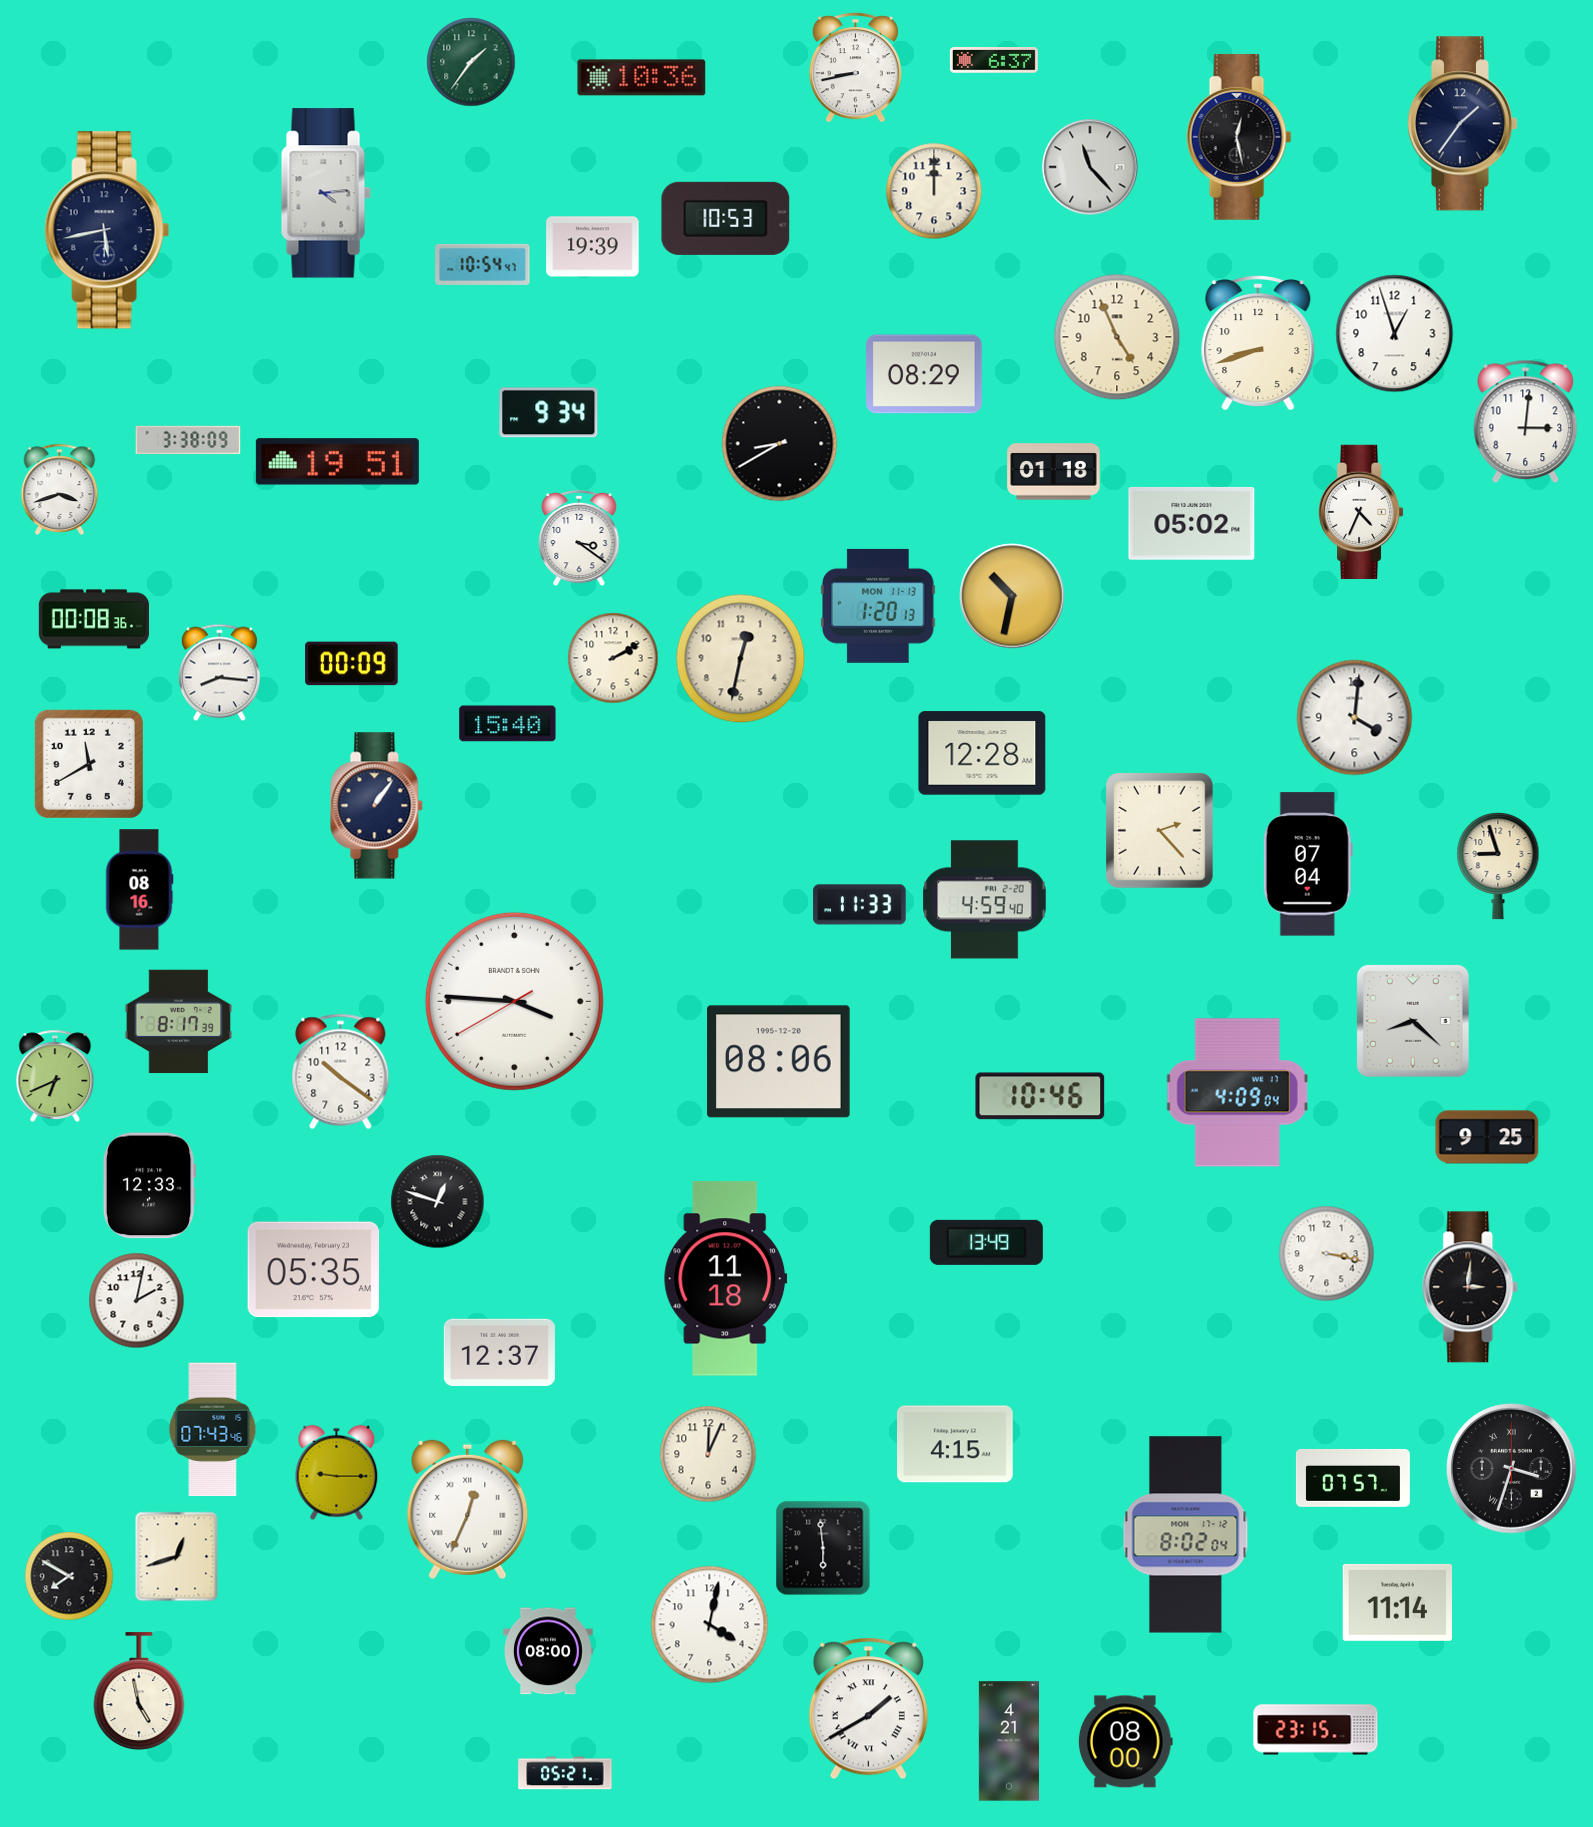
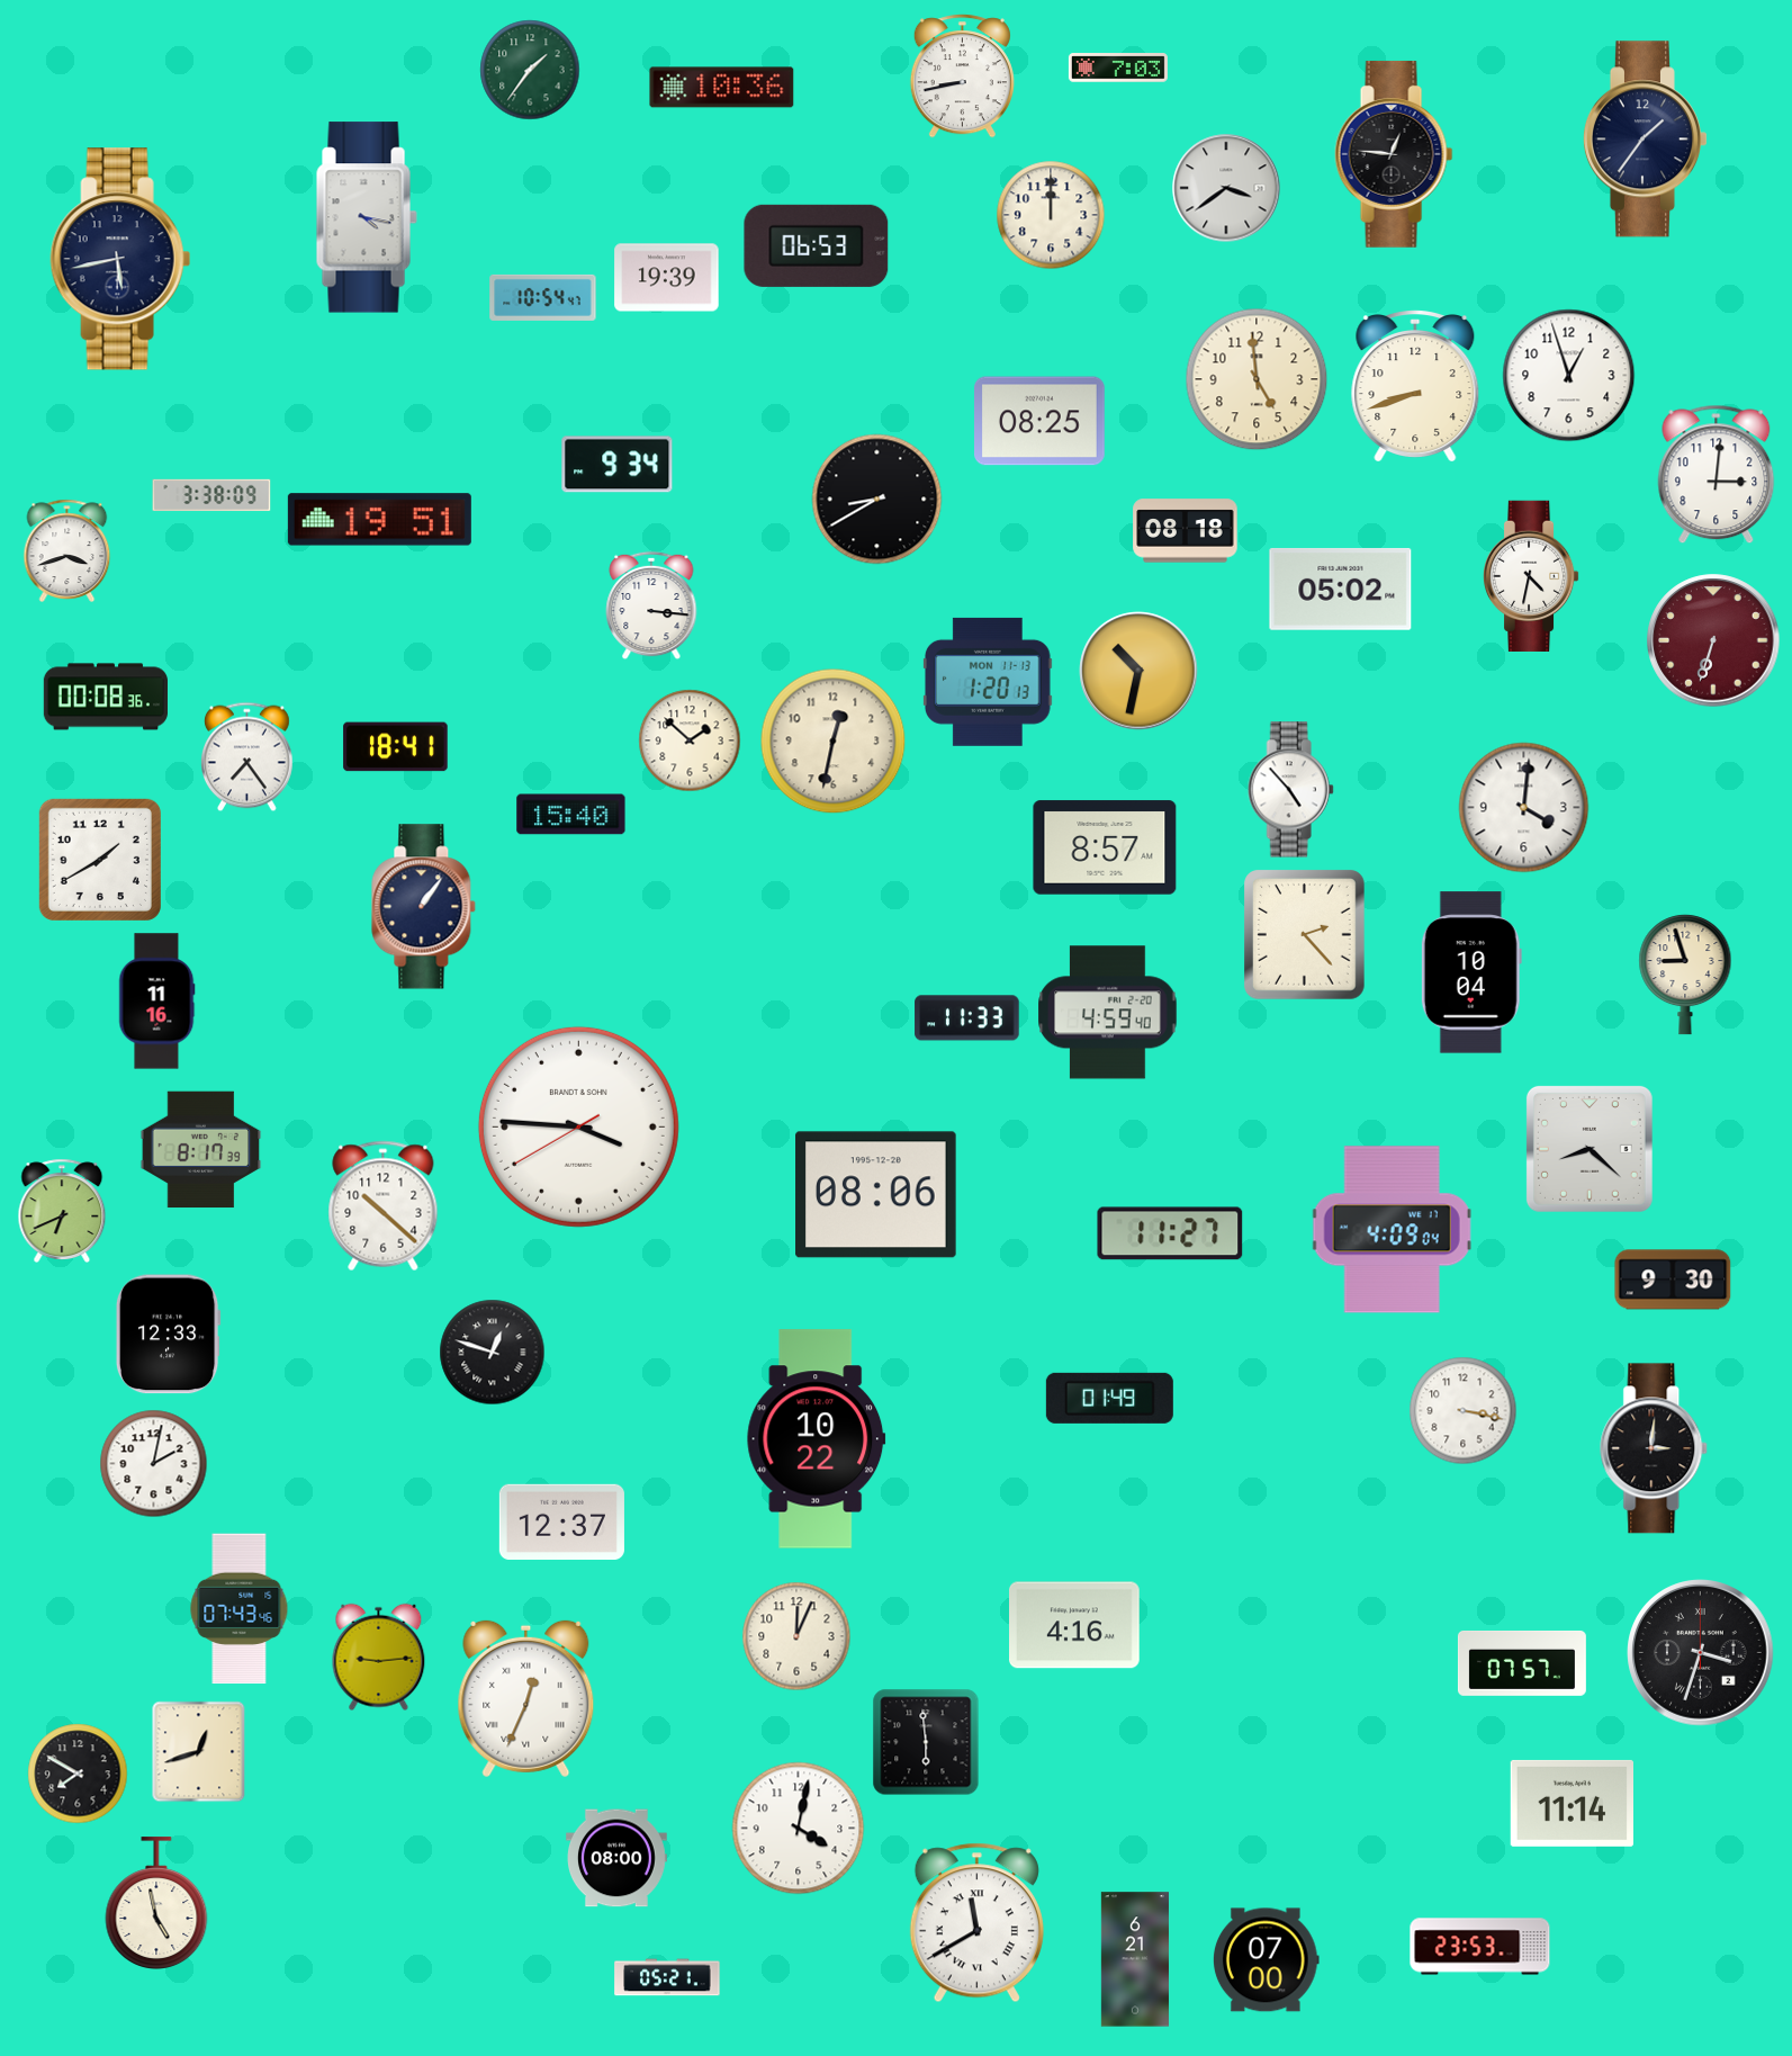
clock at (994, 60): 6:37 -> 7:03
clock at (1239, 137): 12:28 -> 12:46
clock at (1090, 167): 11:23 -> 3:39
clock at (326, 193): 4:14 -> 4:17
clock at (726, 218): 10:53 -> 06:53
clock at (1117, 337): 4:56 -> 4:59
clock at (925, 374): 08:29 -> 08:25
clock at (1054, 472): 01:18 -> 08:18
clock at (1361, 511): 4:34 -> 4:32
clock at (579, 538): 3:21 -> 3:16
clock at (1713, 640): none -> 6:33
clock at (613, 658): 2:10 -> 1:52
clock at (352, 664): 00:09 -> 18:41
clock at (220, 673): 8:16 -> 7:24
clock at (1290, 790): none -> 4:53
clock at (982, 753): 12:28 -> 8:57
clock at (89, 764): 11:40 -> 1:40
clock at (1308, 864): 07:04 -> 10:04
clock at (139, 890): 08:16 -> 11:16
clock at (341, 1072): 10:21 -> 10:22
clock at (1040, 1096): 10:46 -> 11:27
clock at (1487, 1137): 9:25 -> 9:30
clock at (986, 1242): 13:49 -> 01:49
clock at (1327, 1254) position: (1327, 1254) -> (1464, 1411)
clock at (314, 1270): 05:35 -> none
clock at (726, 1279): 11:18 -> 10:22
clock at (956, 1444): 4:15 -> 4:16
clock at (337, 1473): 9:15 -> 9:14
clock at (1186, 1535): 8:02 -> none
clock at (868, 1709): 1:40 -> 11:40
clock at (1316, 1730): 23:15 -> 23:53
clock at (1009, 1741): 4:21 -> 6:21
clock at (1126, 1742): 08:00 -> 07:00
clock at (565, 1773) position: (565, 1773) -> (667, 1977)
